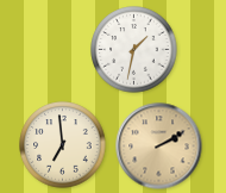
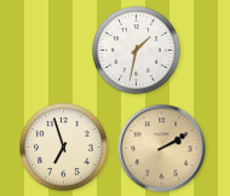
clock at (63, 145): 6:59 -> 6:57
